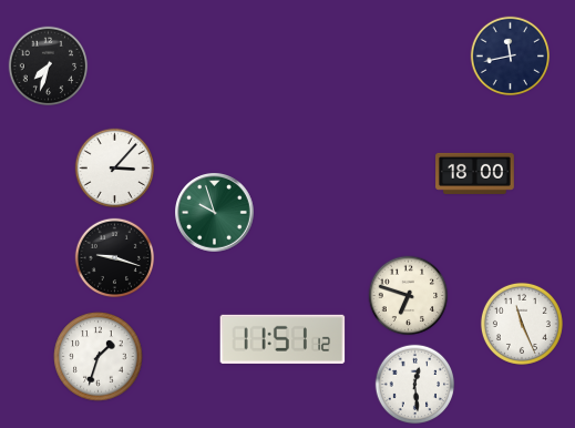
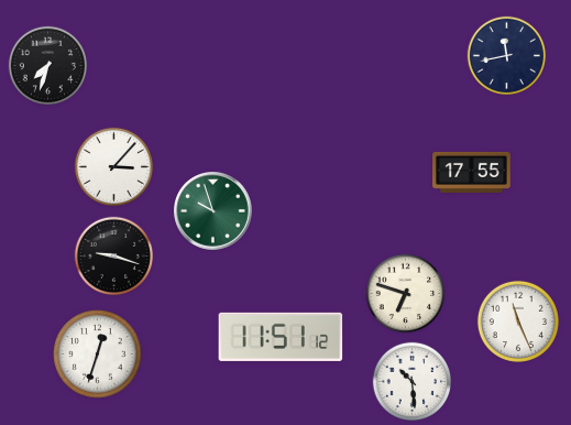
clock at (475, 173): 18:00 -> 17:55
clock at (99, 357): 1:33 -> 12:33
clock at (415, 385): 12:29 -> 10:29
